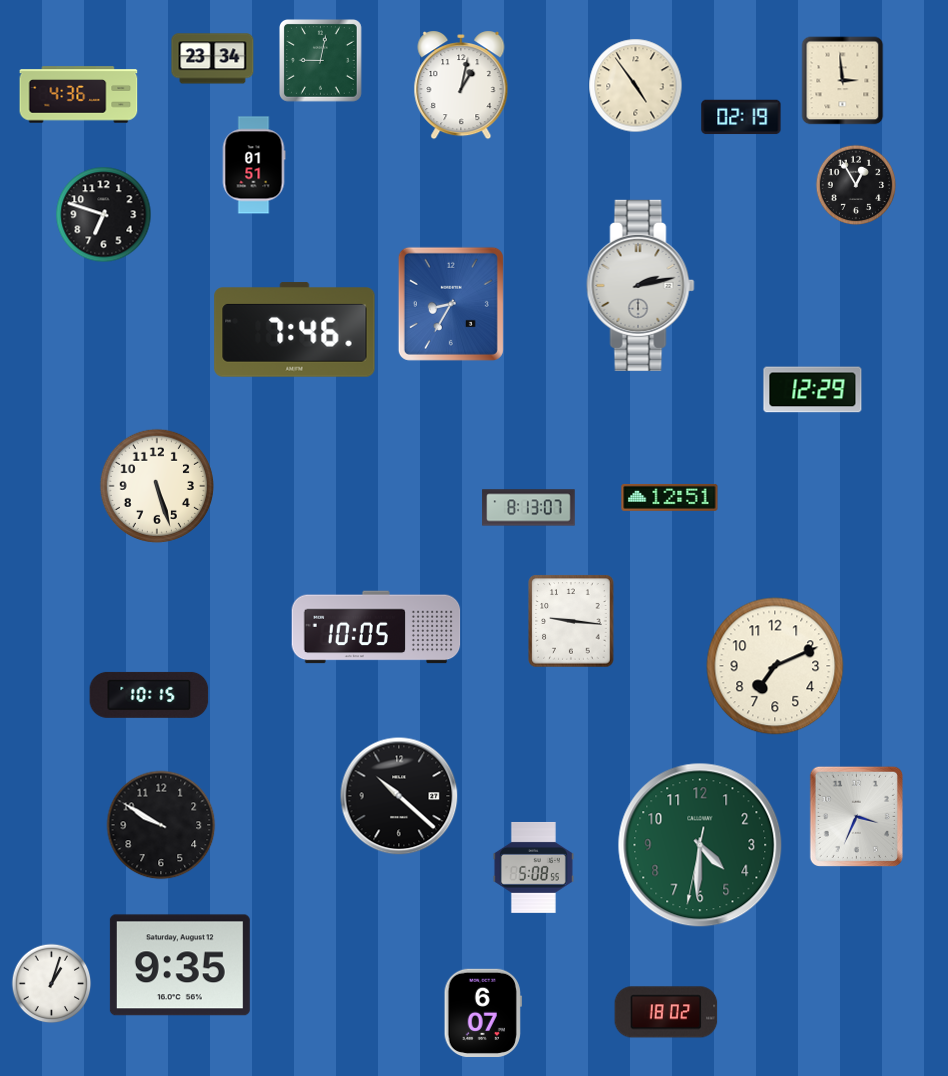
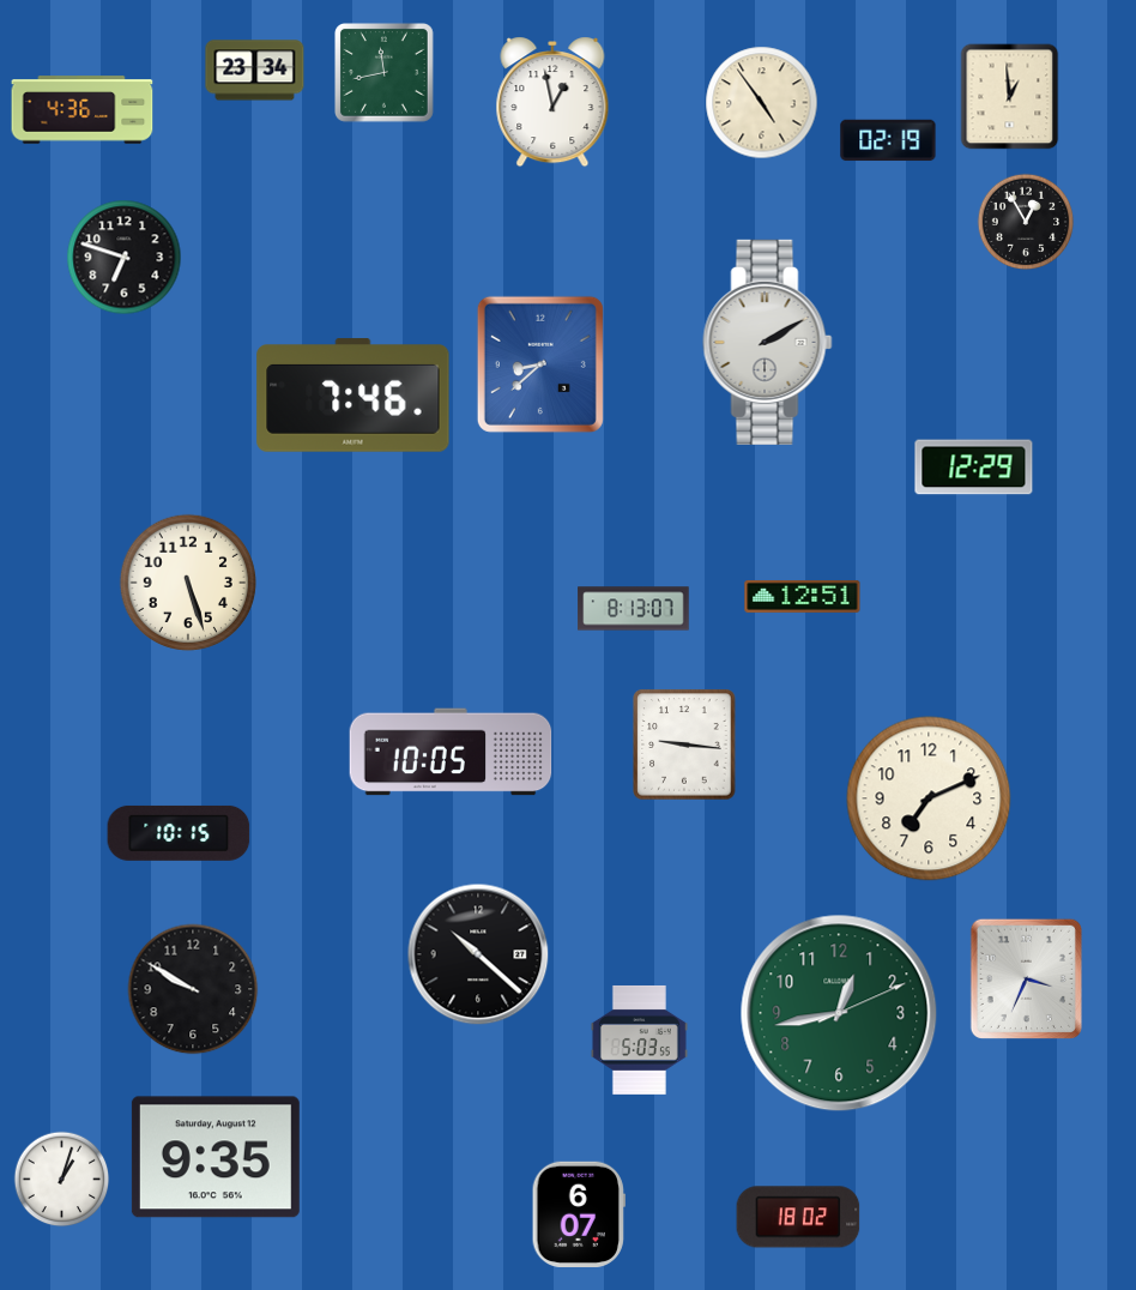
clock at (321, 61): 9:02 -> 11:43
clock at (843, 81): 2:59 -> 12:59
clock at (461, 85): 1:02 -> 12:58
clock at (79, 95) position: (79, 95) -> (83, 110)
clock at (254, 165): 01:51 -> none
clock at (641, 285): 2:13 -> 2:10
clock at (451, 304): 8:35 -> 8:38
clock at (700, 845): 4:30 -> 12:43
clock at (533, 867): 5:08 -> 5:03
clock at (666, 1012) position: (666, 1012) -> (798, 1217)
